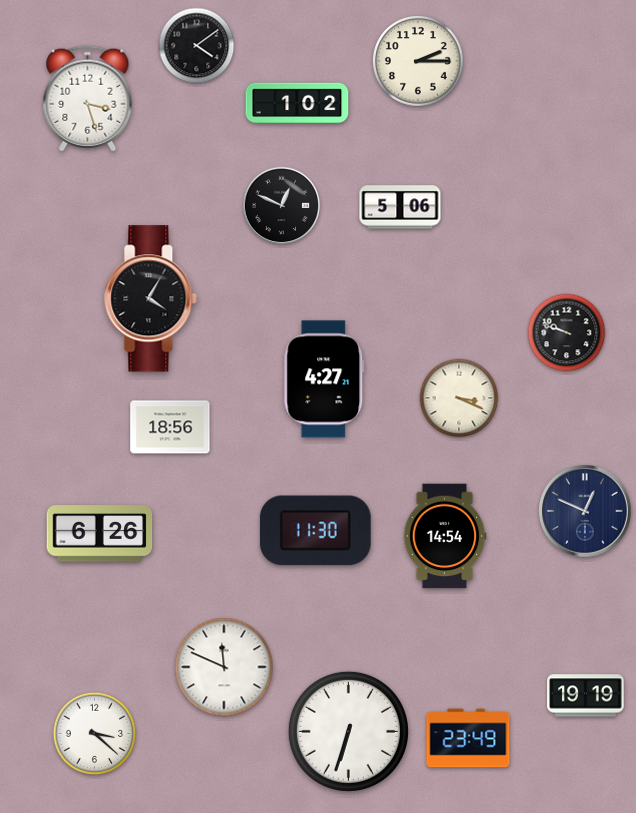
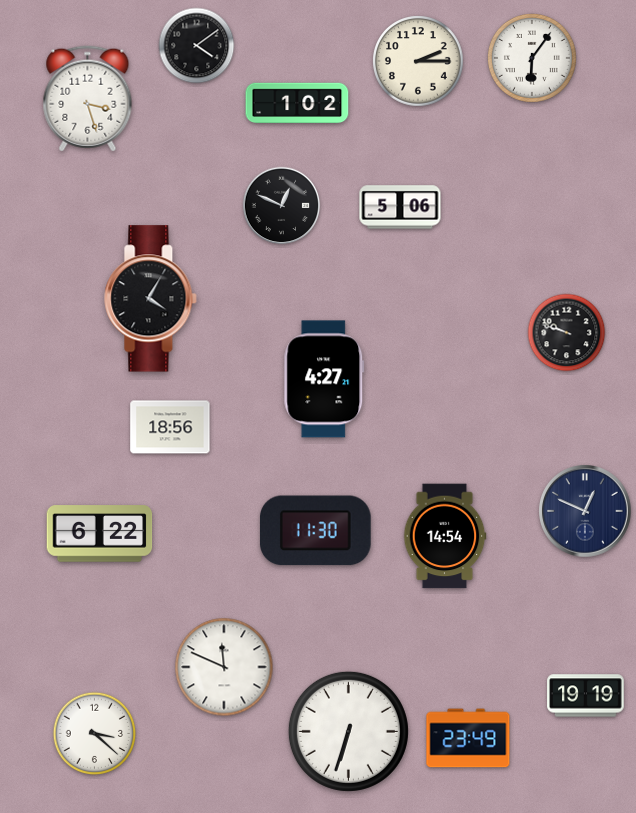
clock at (532, 58): none -> 6:06
clock at (459, 398): 3:19 -> none
clock at (100, 534): 6:26 -> 6:22
